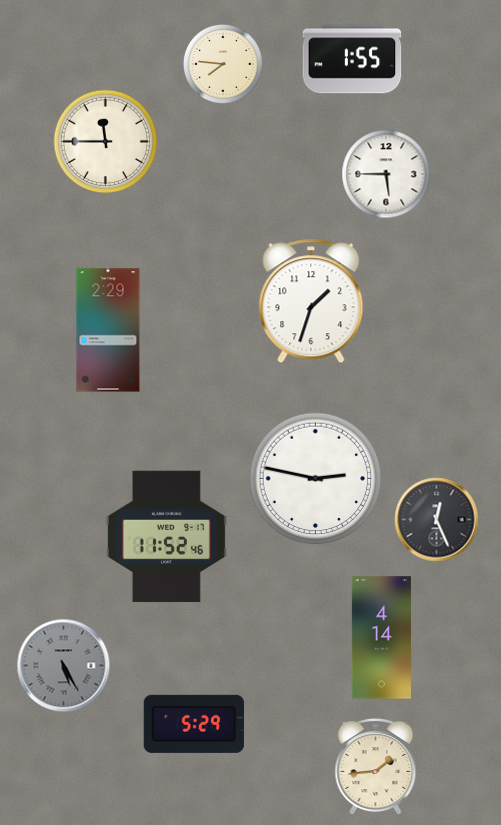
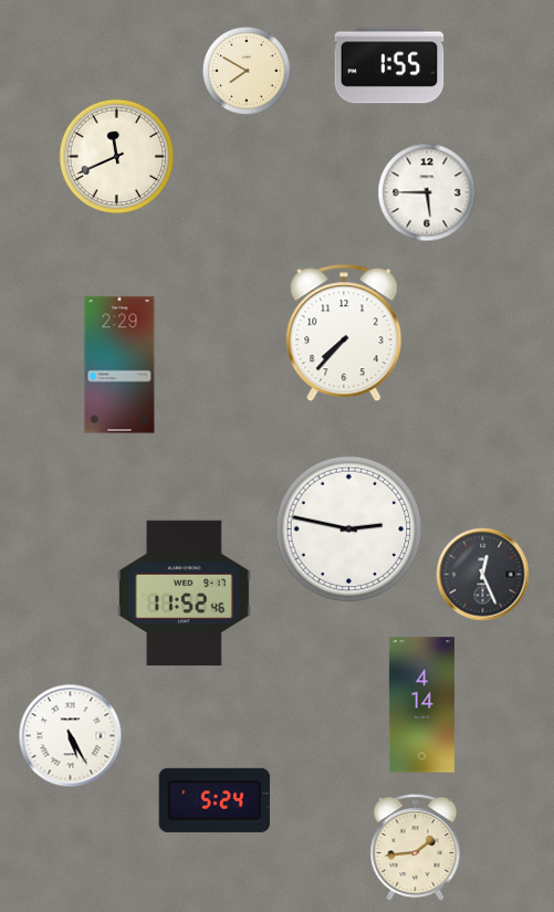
clock at (223, 64): 7:46 -> 7:50
clock at (106, 142): 11:45 -> 11:41
clock at (311, 301): 1:33 -> 7:37
clock at (64, 666) dial: grey -> white
clock at (194, 724): 5:29 -> 5:24
